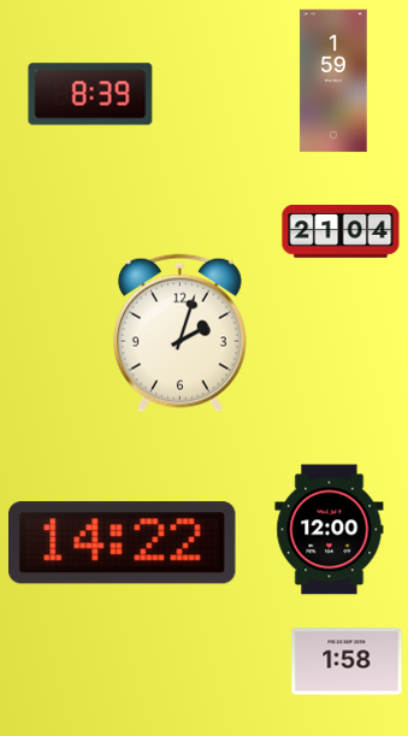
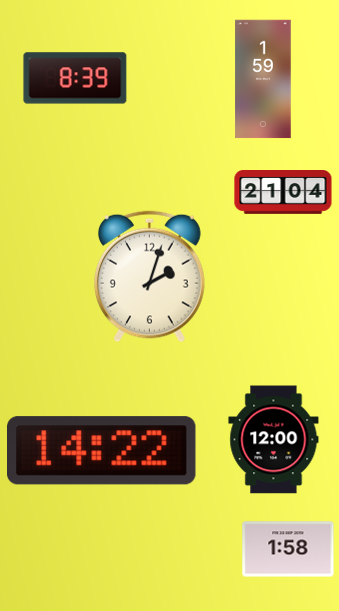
clock at (333, 81) position: (333, 81) -> (263, 79)
